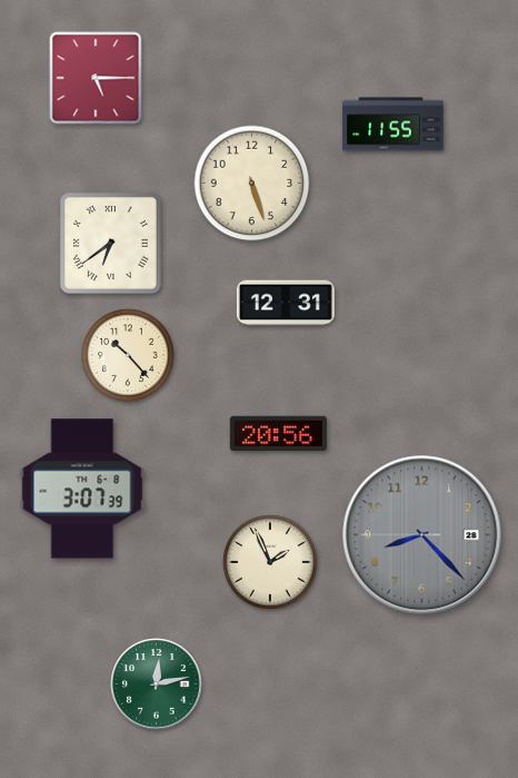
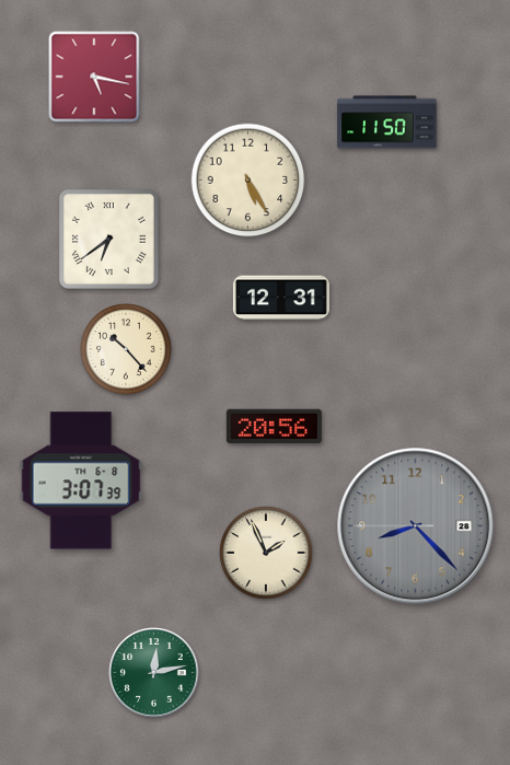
clock at (96, 78): 5:15 -> 5:17
clock at (394, 125): 11:55 -> 11:50
clock at (252, 184): 5:27 -> 5:25
